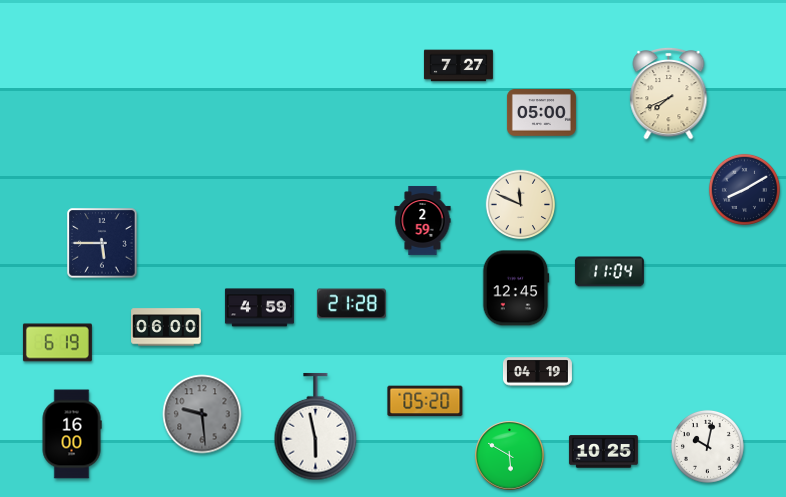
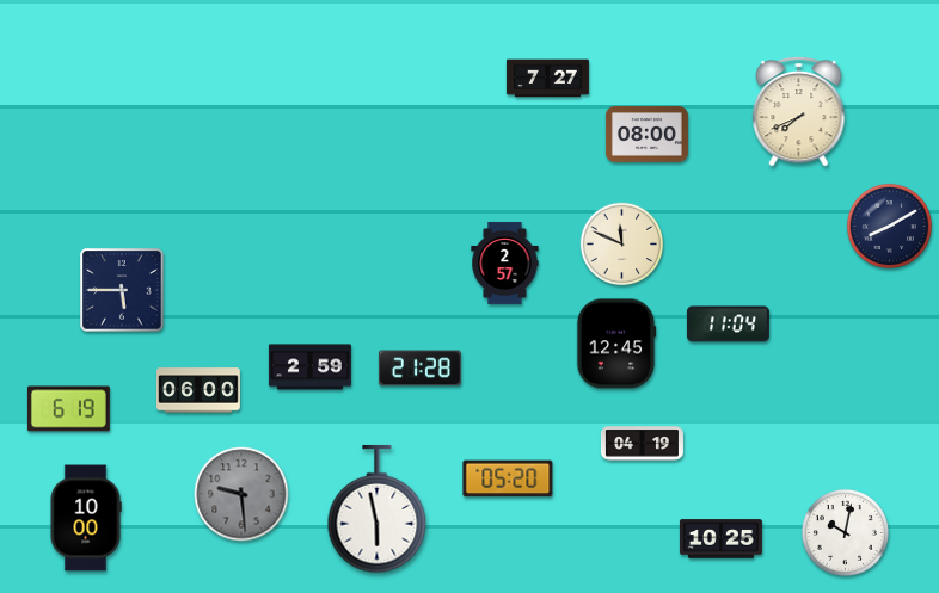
clock at (541, 113): 05:00 -> 08:00
clock at (423, 220): 2:59 -> 2:57
clock at (351, 304) position: (351, 304) -> (419, 369)
clock at (259, 308): 4:59 -> 2:59
clock at (72, 434): 16:00 -> 10:00
clock at (510, 456): 5:50 -> none
